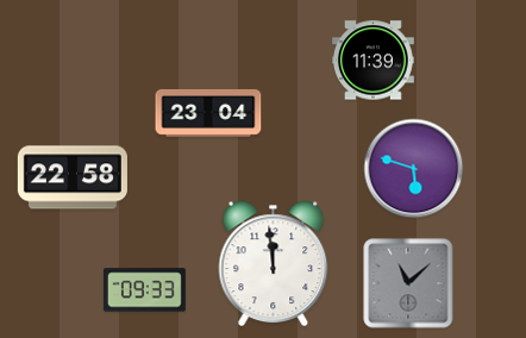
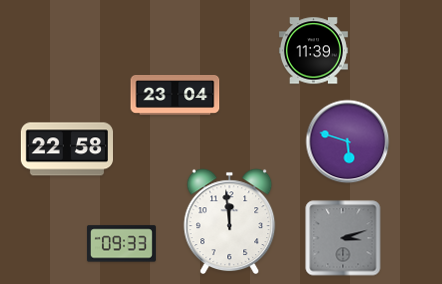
clock at (73, 177) position: (73, 177) -> (67, 149)
clock at (408, 283): 11:08 -> 3:12
